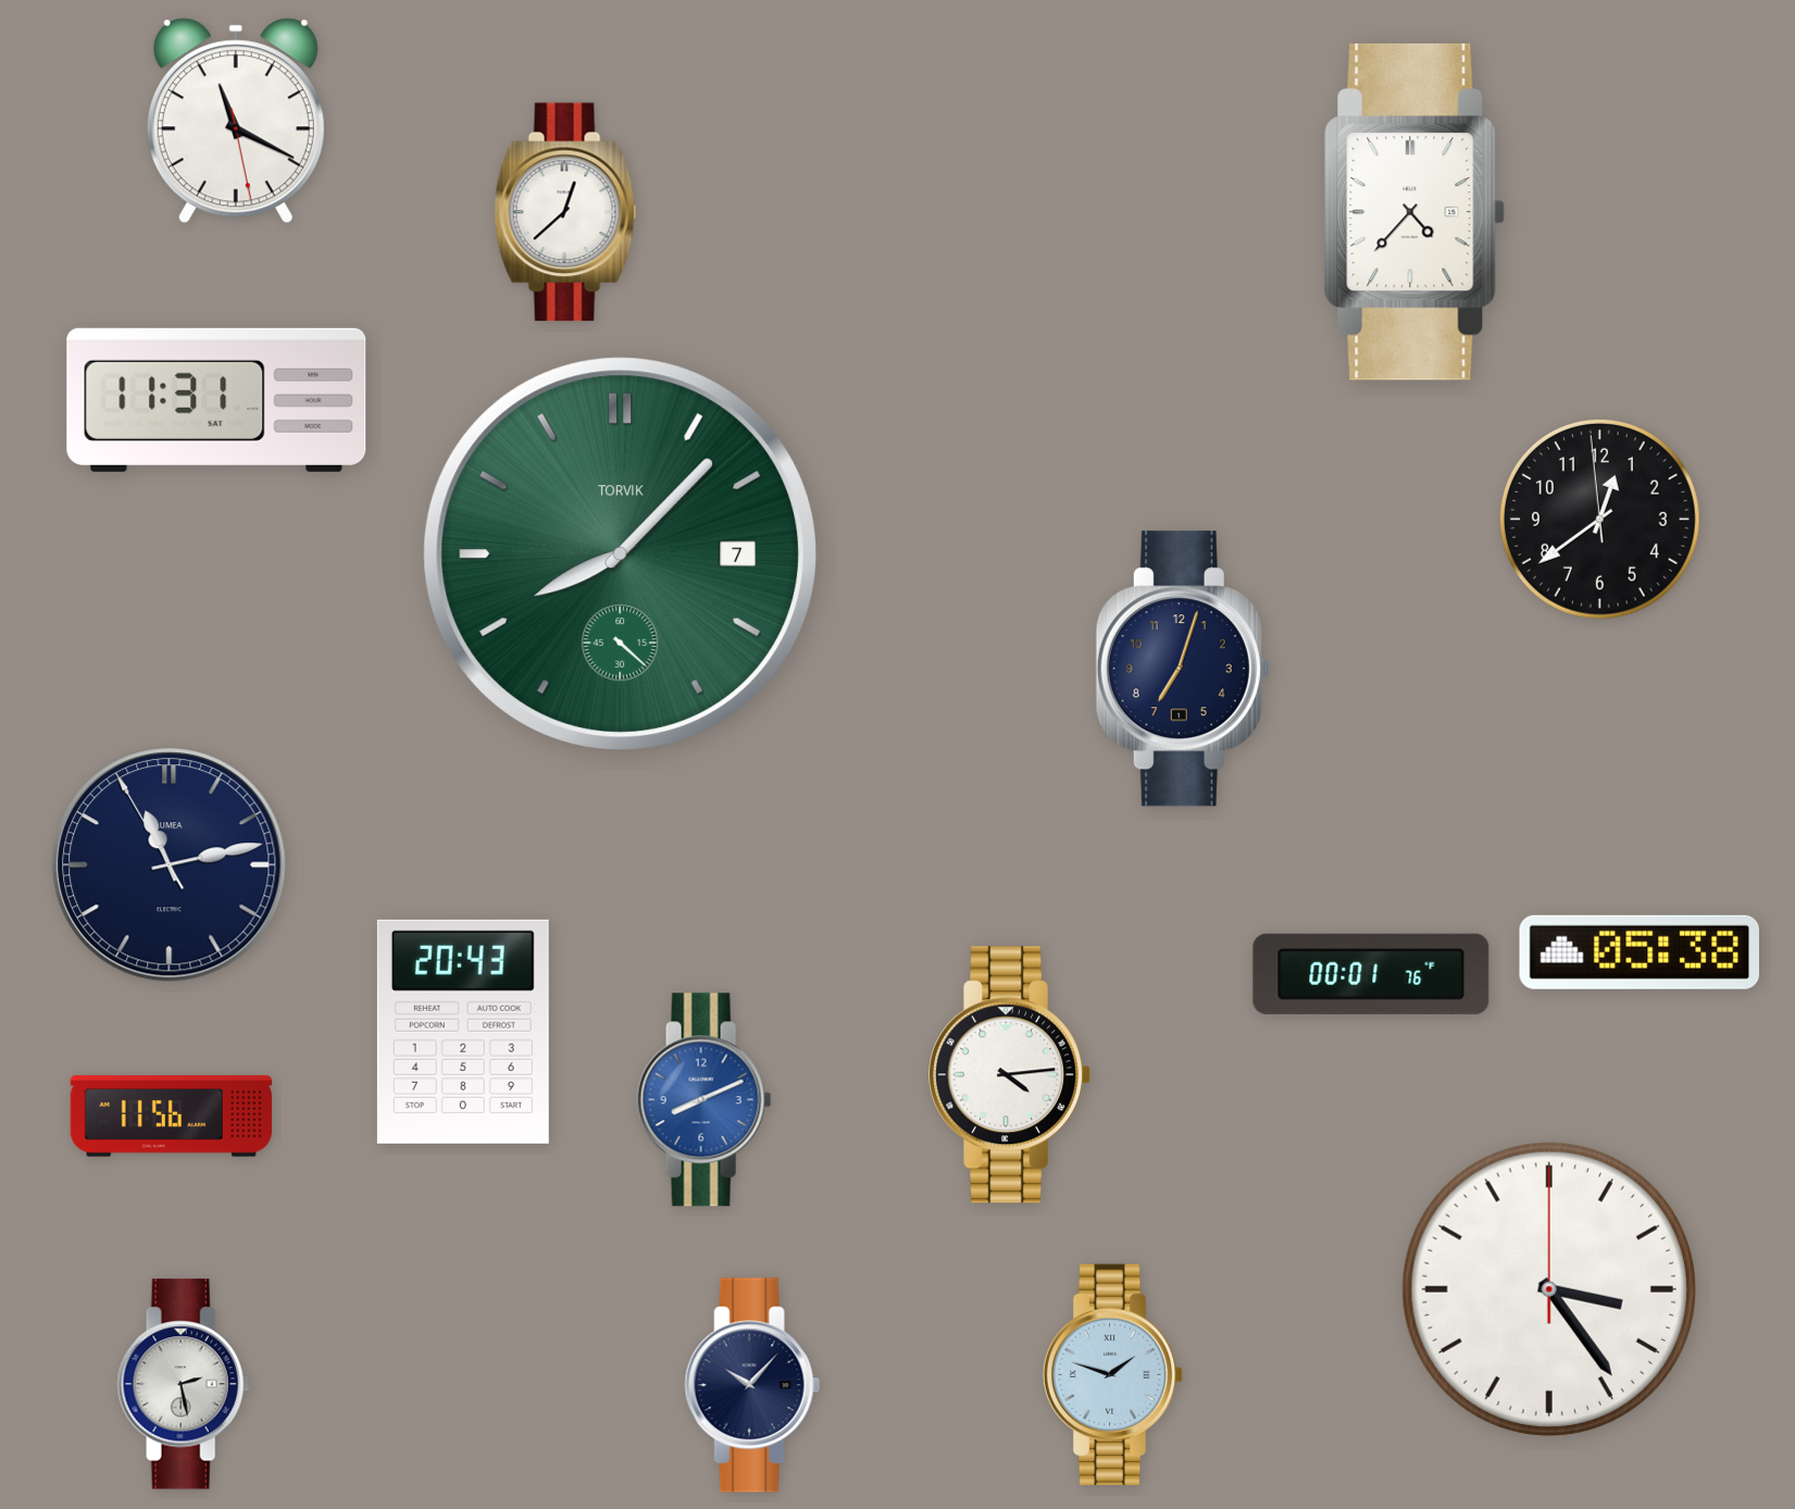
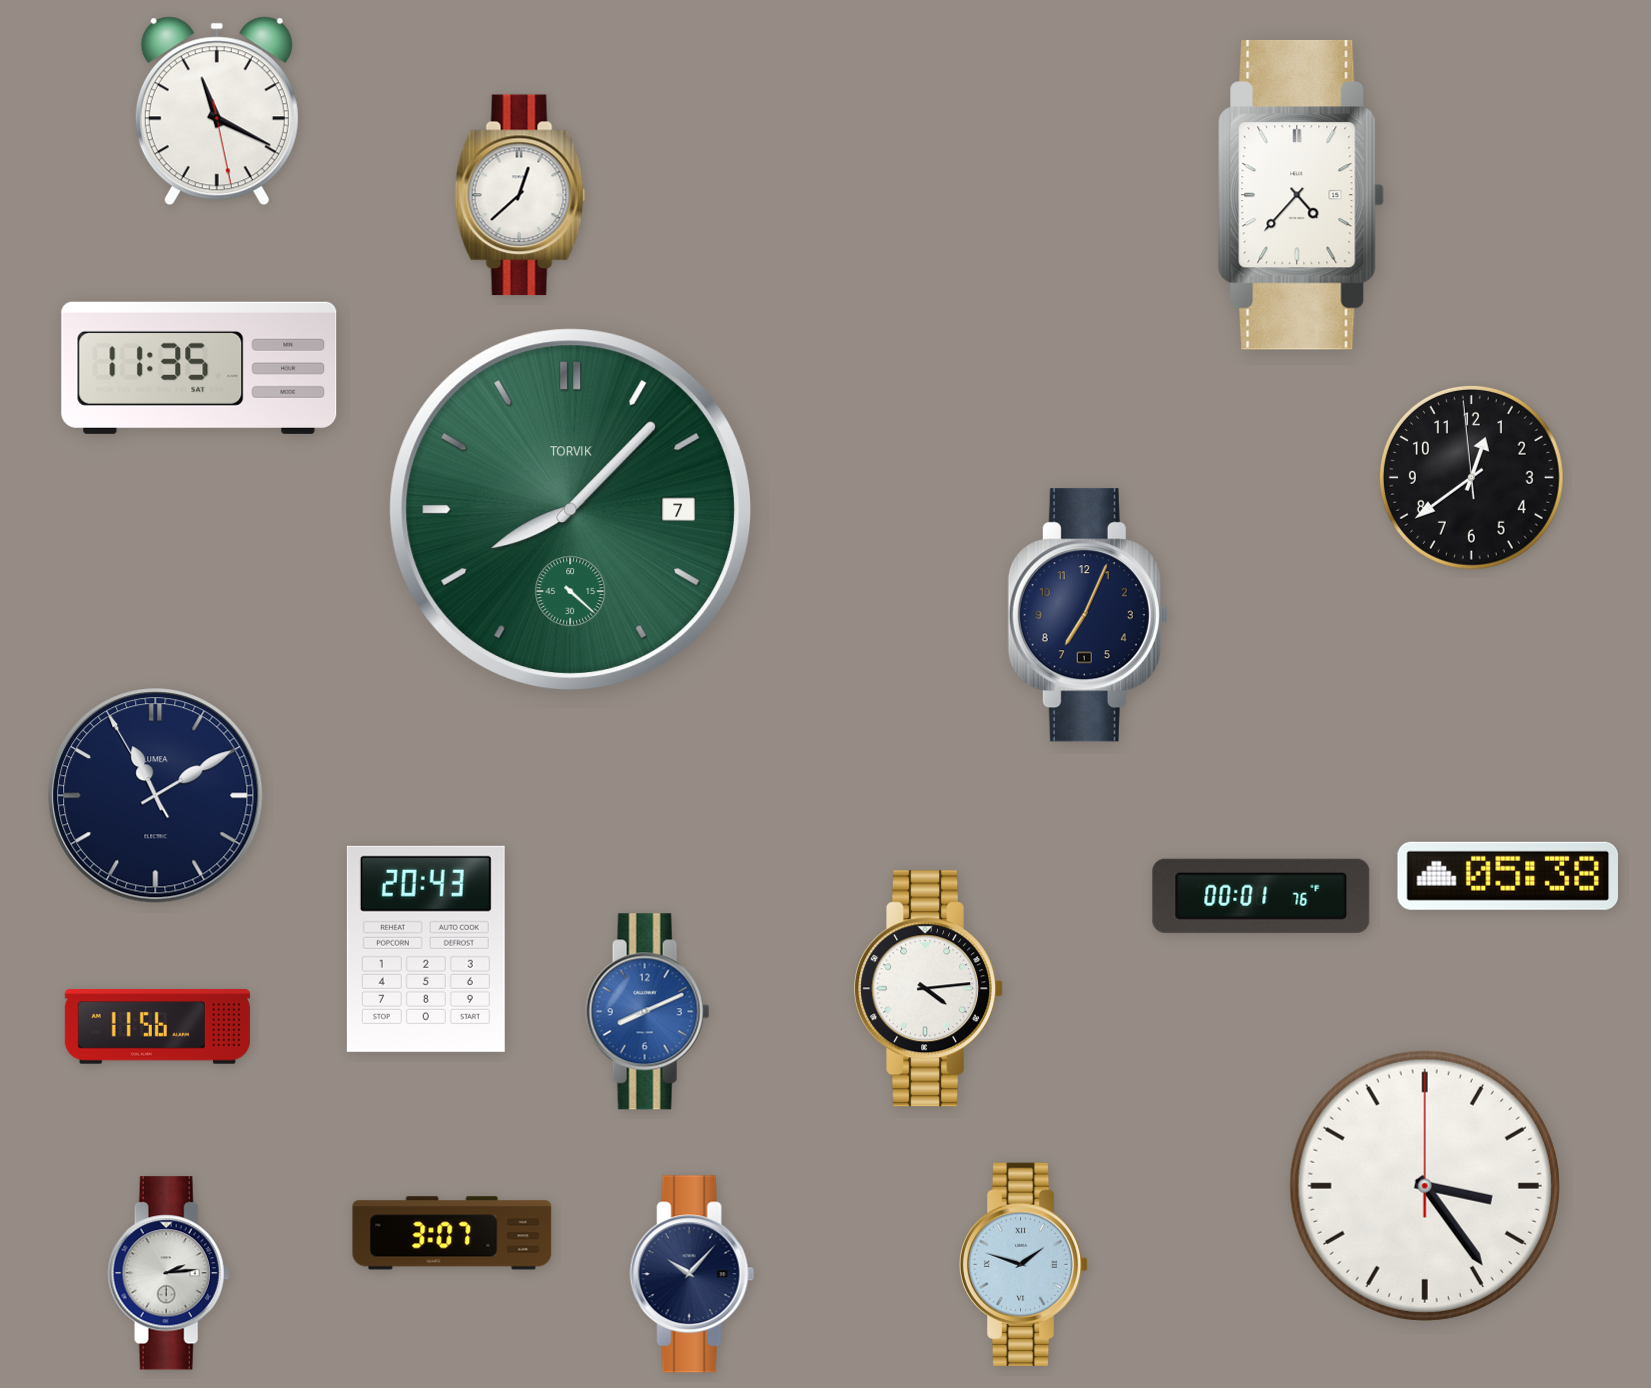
clock at (216, 400): 11:31 -> 11:35
clock at (1183, 669): 7:03 -> 7:04
clock at (170, 865): 11:12 -> 11:09
clock at (452, 1233): none -> 3:07
clock at (184, 1384): 2:28 -> 2:14
